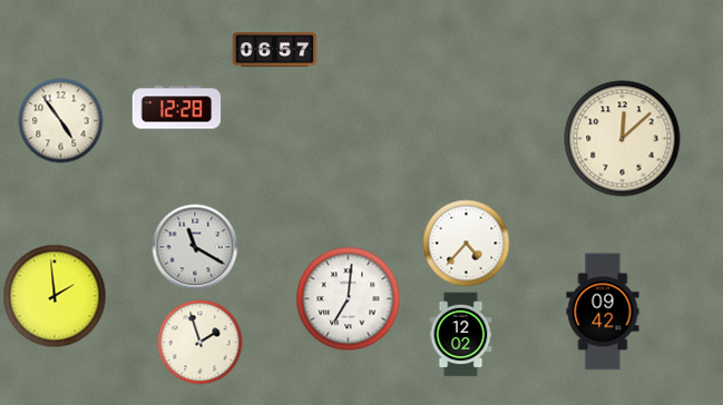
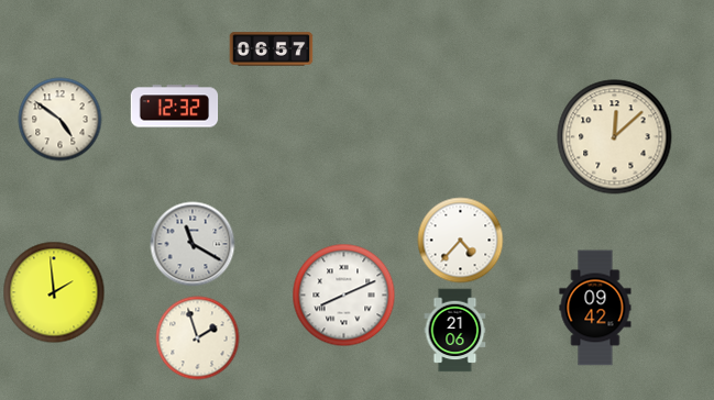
clock at (177, 108): 12:28 -> 12:32
clock at (61, 121): 4:54 -> 4:51
clock at (349, 299): 7:01 -> 8:11
clock at (461, 335): 12:02 -> 21:06
